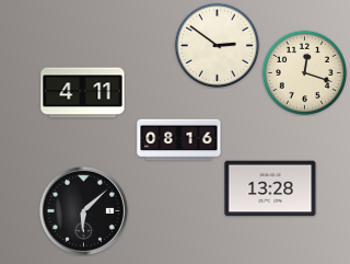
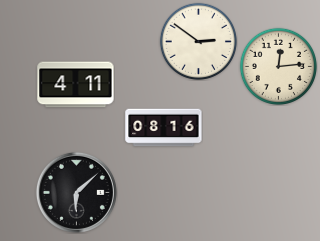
clock at (304, 72): 12:18 -> 12:14
clock at (270, 188): 13:28 -> none
